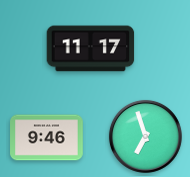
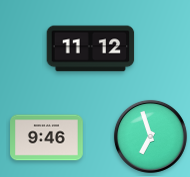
clock at (91, 49): 11:17 -> 11:12
clock at (145, 136) position: (145, 136) -> (150, 136)
